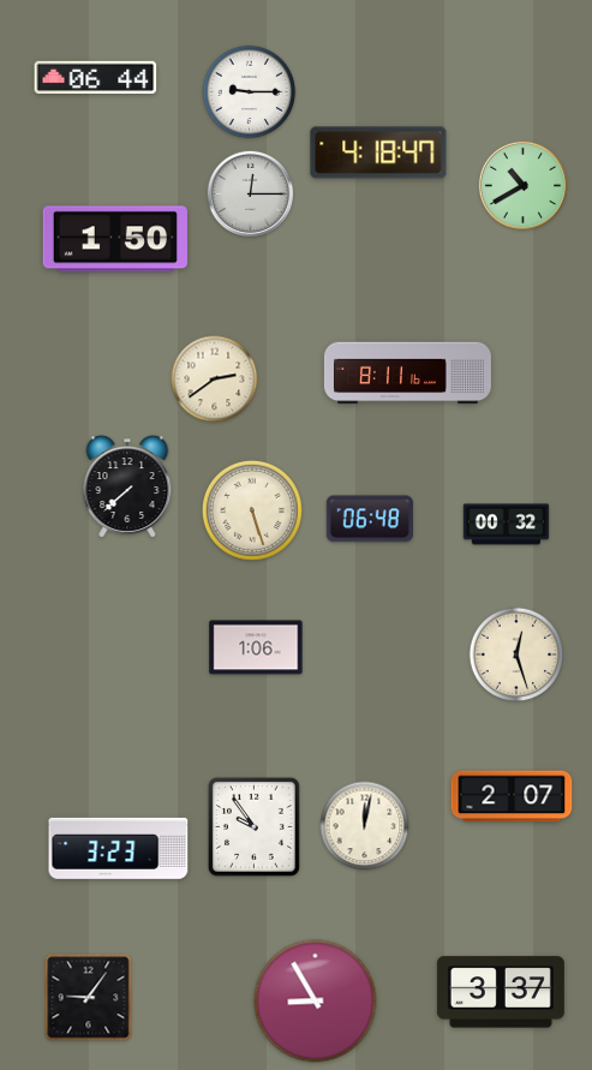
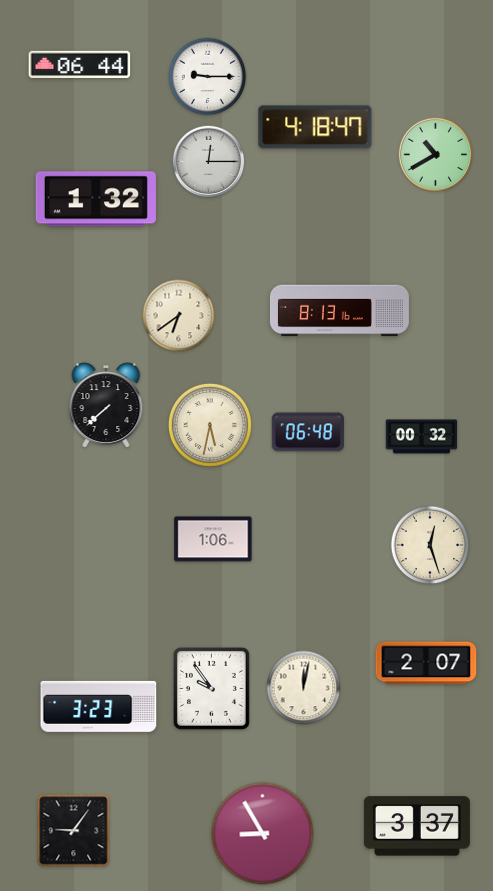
clock at (115, 239): 1:50 -> 1:32
clock at (407, 373): 8:11 -> 8:13
clock at (215, 379): 2:39 -> 6:39
clock at (252, 510): 5:27 -> 5:32
